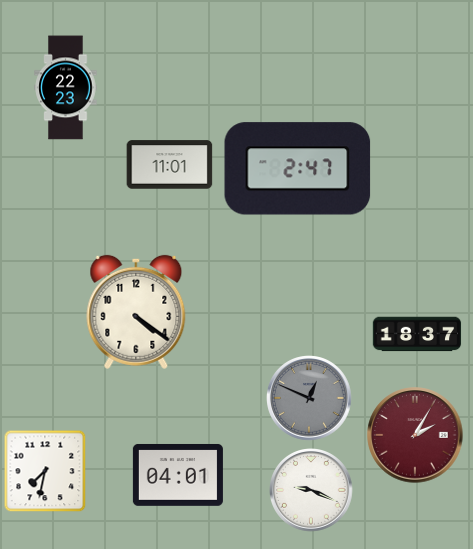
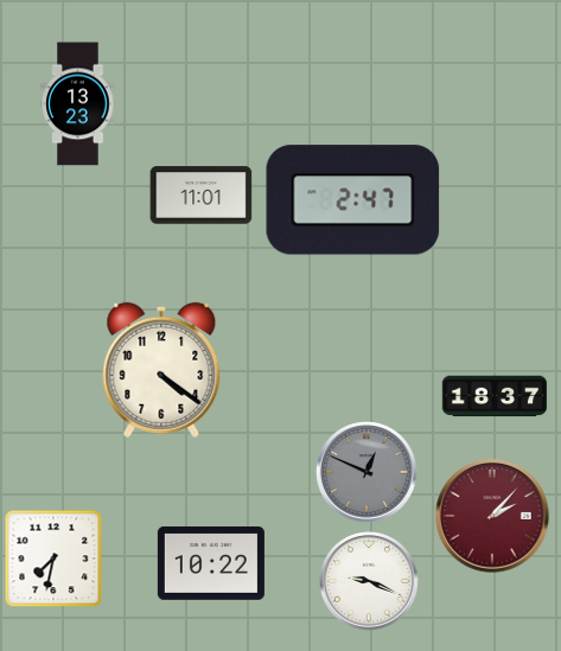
clock at (66, 88): 22:23 -> 13:23
clock at (415, 435): 2:05 -> 2:07
clock at (178, 475): 04:01 -> 10:22
